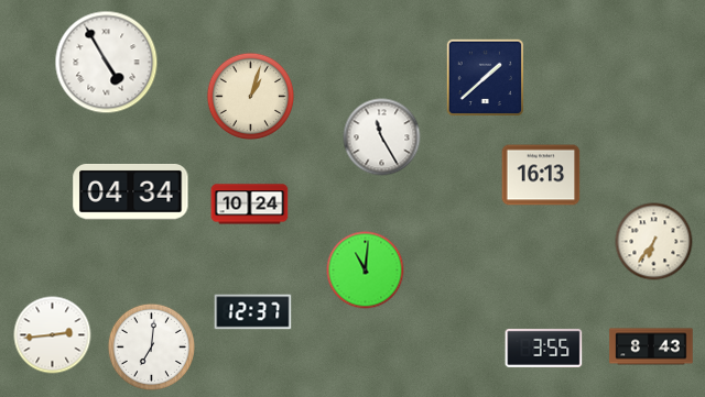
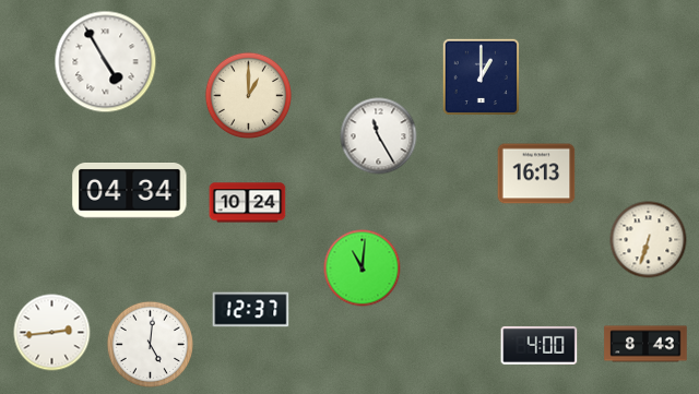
clock at (485, 77): 1:38 -> 1:00
clock at (250, 96): 1:03 -> 1:00
clock at (654, 242): 6:36 -> 6:33
clock at (151, 346): 7:01 -> 5:01
clock at (544, 348): 3:55 -> 4:00
